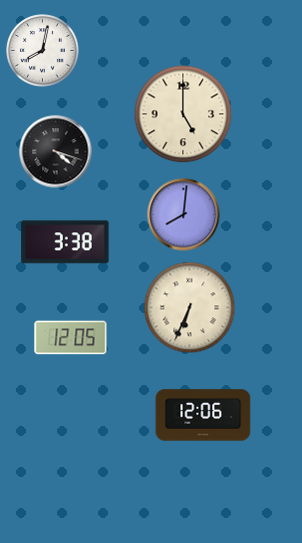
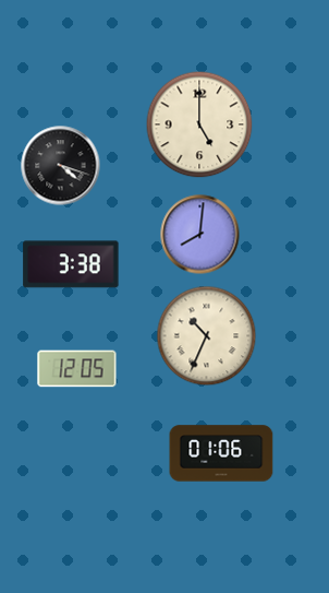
clock at (43, 51): 8:02 -> none
clock at (190, 308): 6:34 -> 10:34
clock at (203, 415): 12:06 -> 01:06
